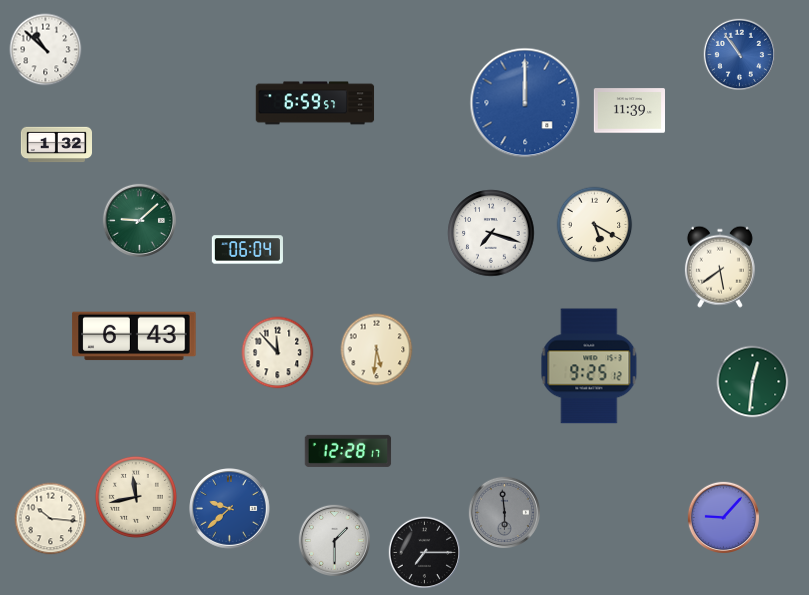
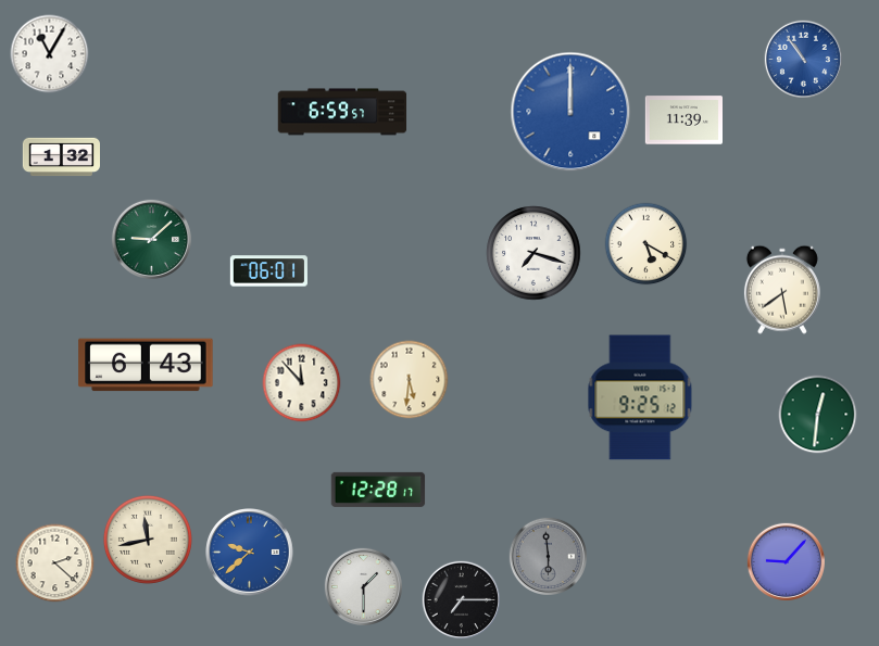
clock at (46, 50): 10:52 -> 11:05
clock at (247, 250): 06:04 -> 06:01
clock at (51, 519): 10:16 -> 2:22
